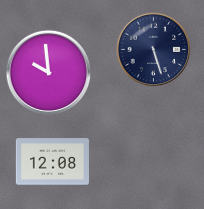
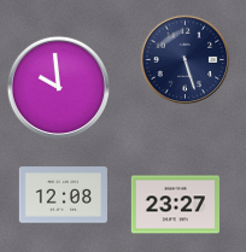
clock at (175, 205): none -> 23:27
